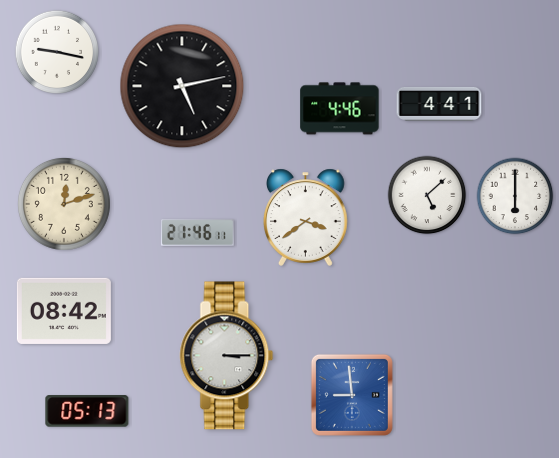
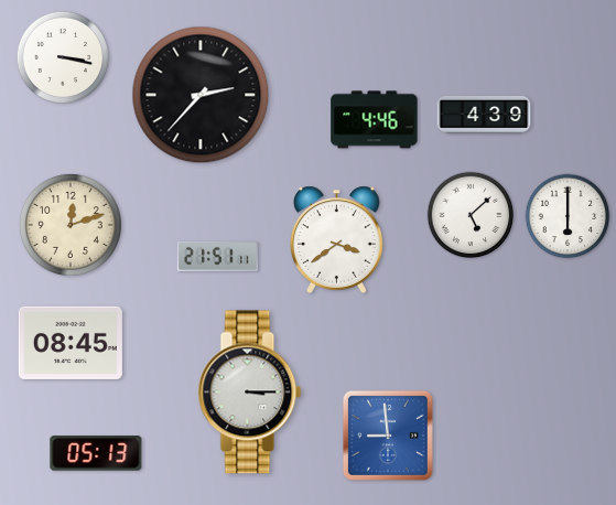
clock at (56, 51): 9:17 -> 3:17
clock at (182, 86): 5:13 -> 2:37
clock at (439, 104): 4:41 -> 4:39
clock at (197, 232): 21:46 -> 21:51
clock at (64, 311): 08:42 -> 08:45
